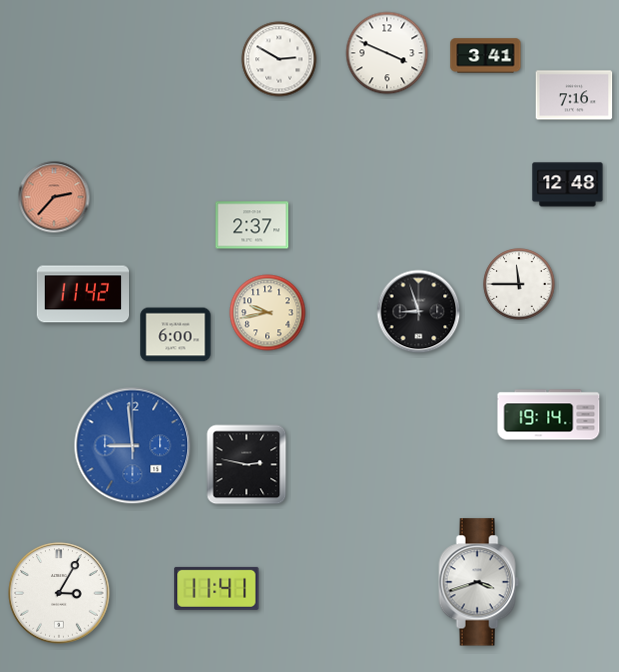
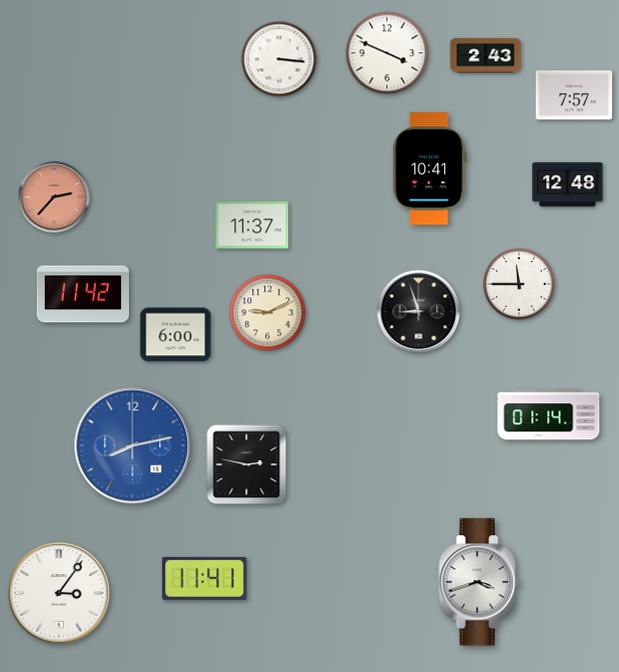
clock at (486, 56): 3:41 -> 2:43
clock at (279, 59): 2:50 -> 3:16
clock at (574, 95): 7:16 -> 7:57
clock at (430, 169): none -> 10:41
clock at (252, 225): 2:37 -> 11:37
clock at (268, 313): 9:43 -> 9:11
clock at (549, 415): 19:14 -> 01:14
clock at (133, 446): 8:59 -> 8:13
clock at (217, 588) position: (217, 588) -> (205, 578)
clock at (59, 593): 3:05 -> 3:06
